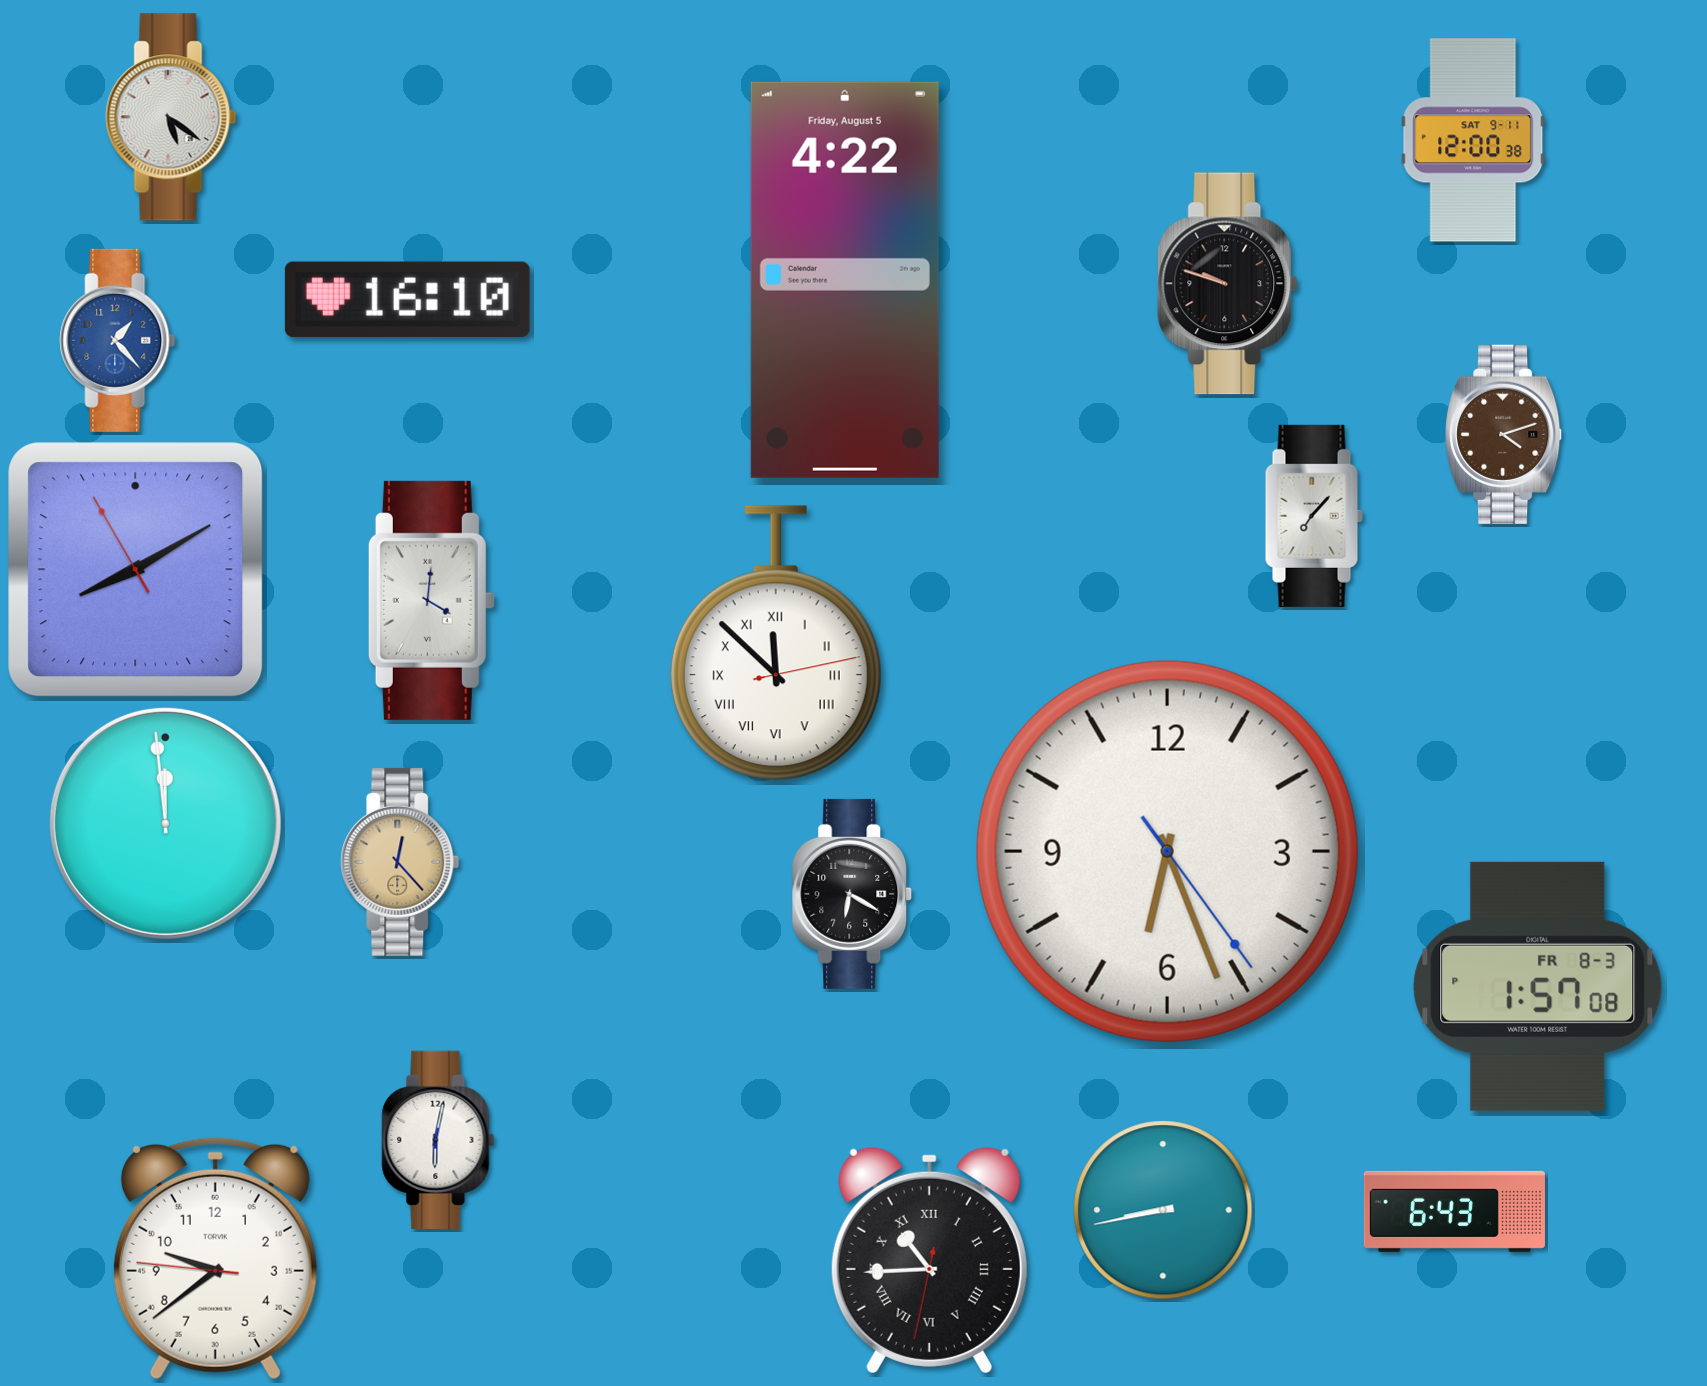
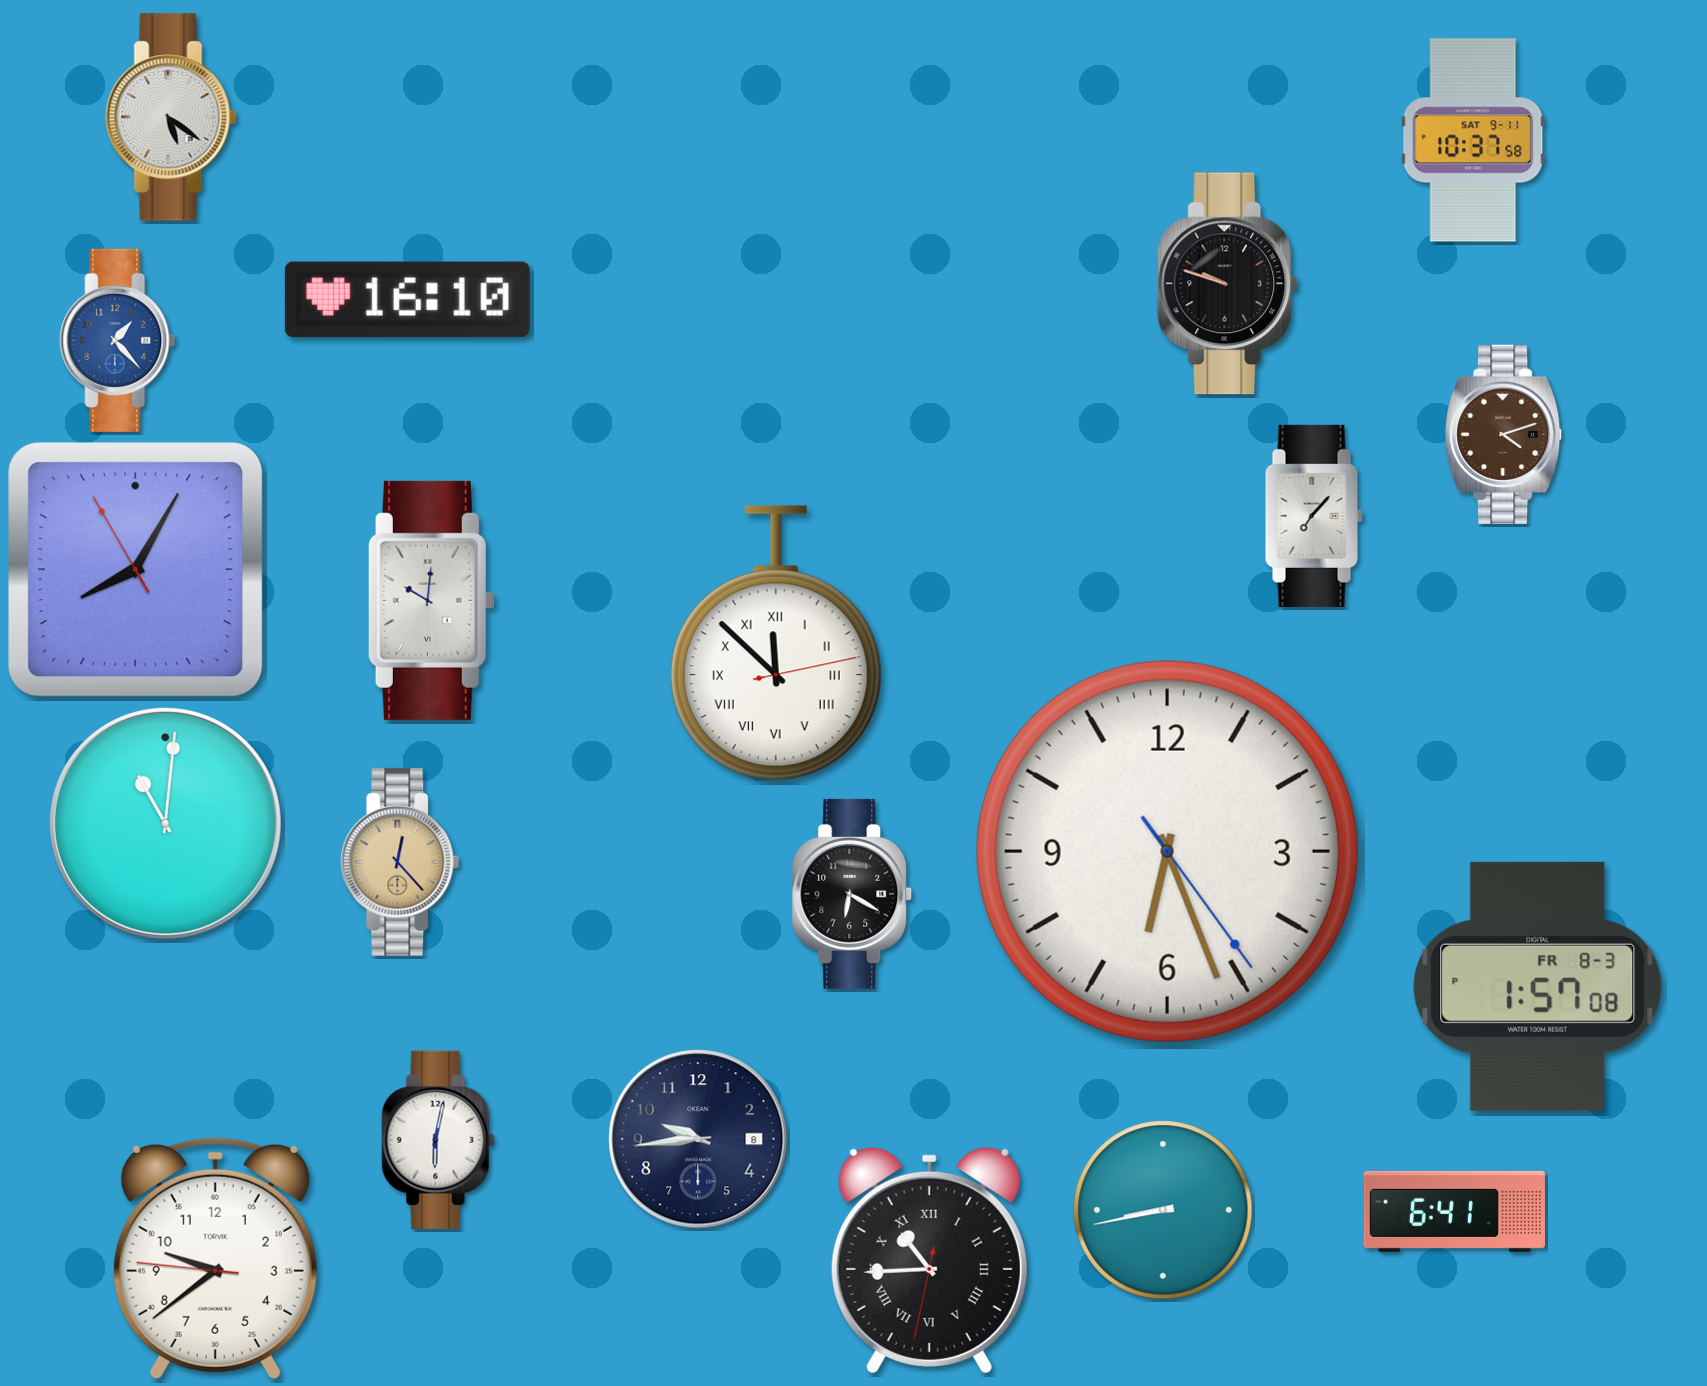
clock at (1473, 140): 12:00 -> 10:37
clock at (845, 280): 4:22 -> none
clock at (136, 570): 8:09 -> 8:04
clock at (431, 600): 4:01 -> 10:01
clock at (165, 823): 11:59 -> 11:01
clock at (698, 1139): none -> 9:44
clock at (1454, 1211): 6:43 -> 6:41
